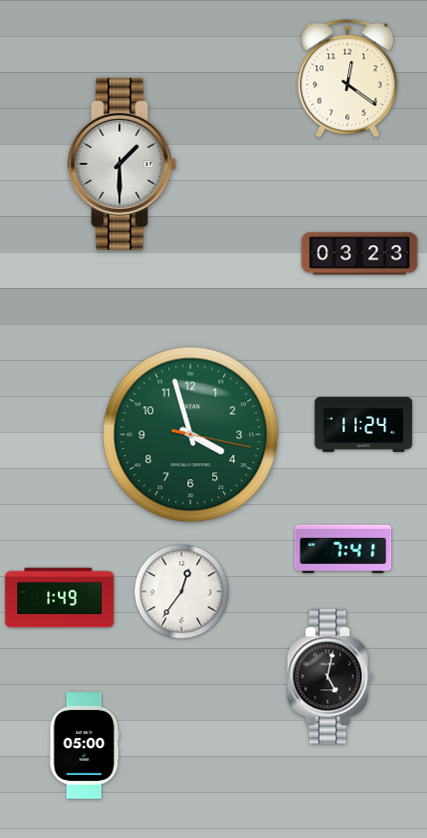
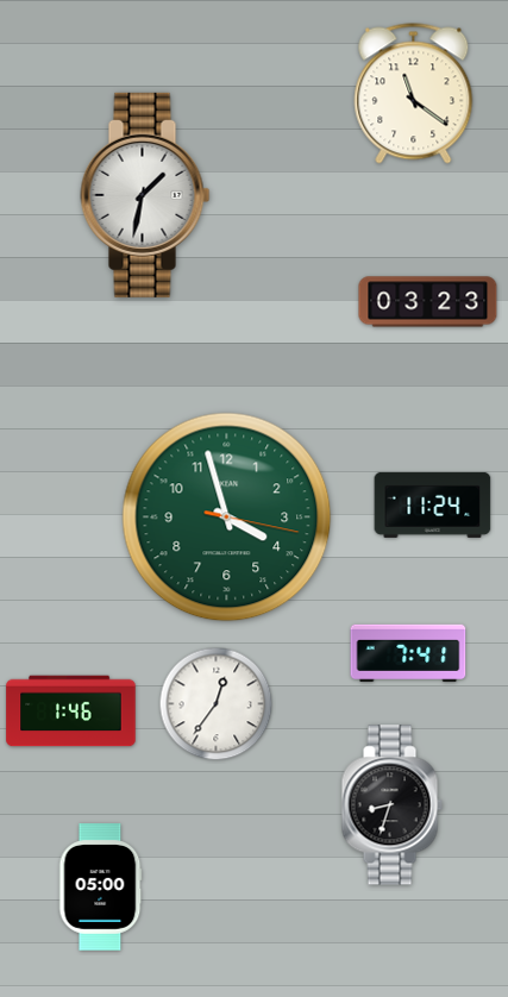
clock at (348, 79): 12:21 -> 11:21
clock at (122, 164): 1:30 -> 1:32
clock at (60, 598): 1:49 -> 1:46
clock at (329, 677): 5:02 -> 8:33
